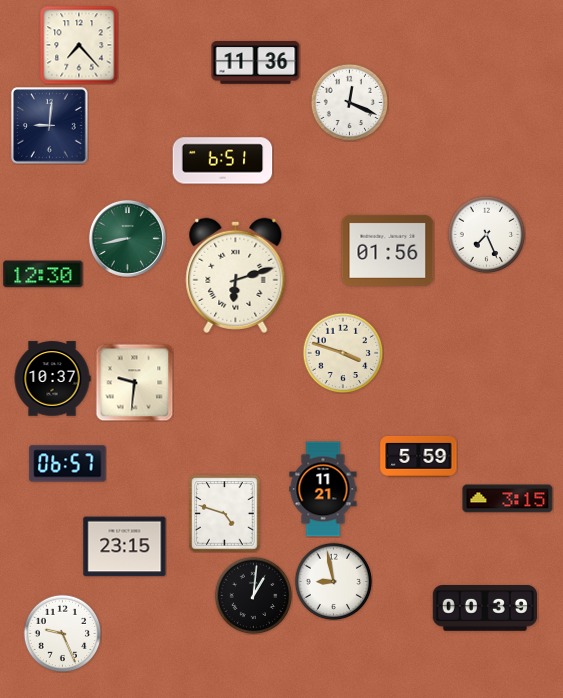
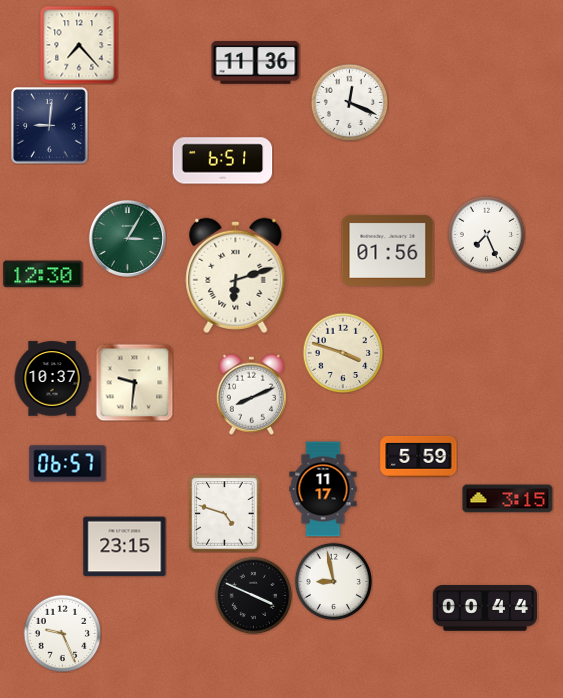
clock at (127, 238): 8:43 -> 3:05
clock at (251, 394): none -> 8:11
clock at (323, 489): 11:21 -> 11:17
clock at (253, 595): 1:01 -> 3:49
clock at (484, 609): 00:39 -> 00:44
